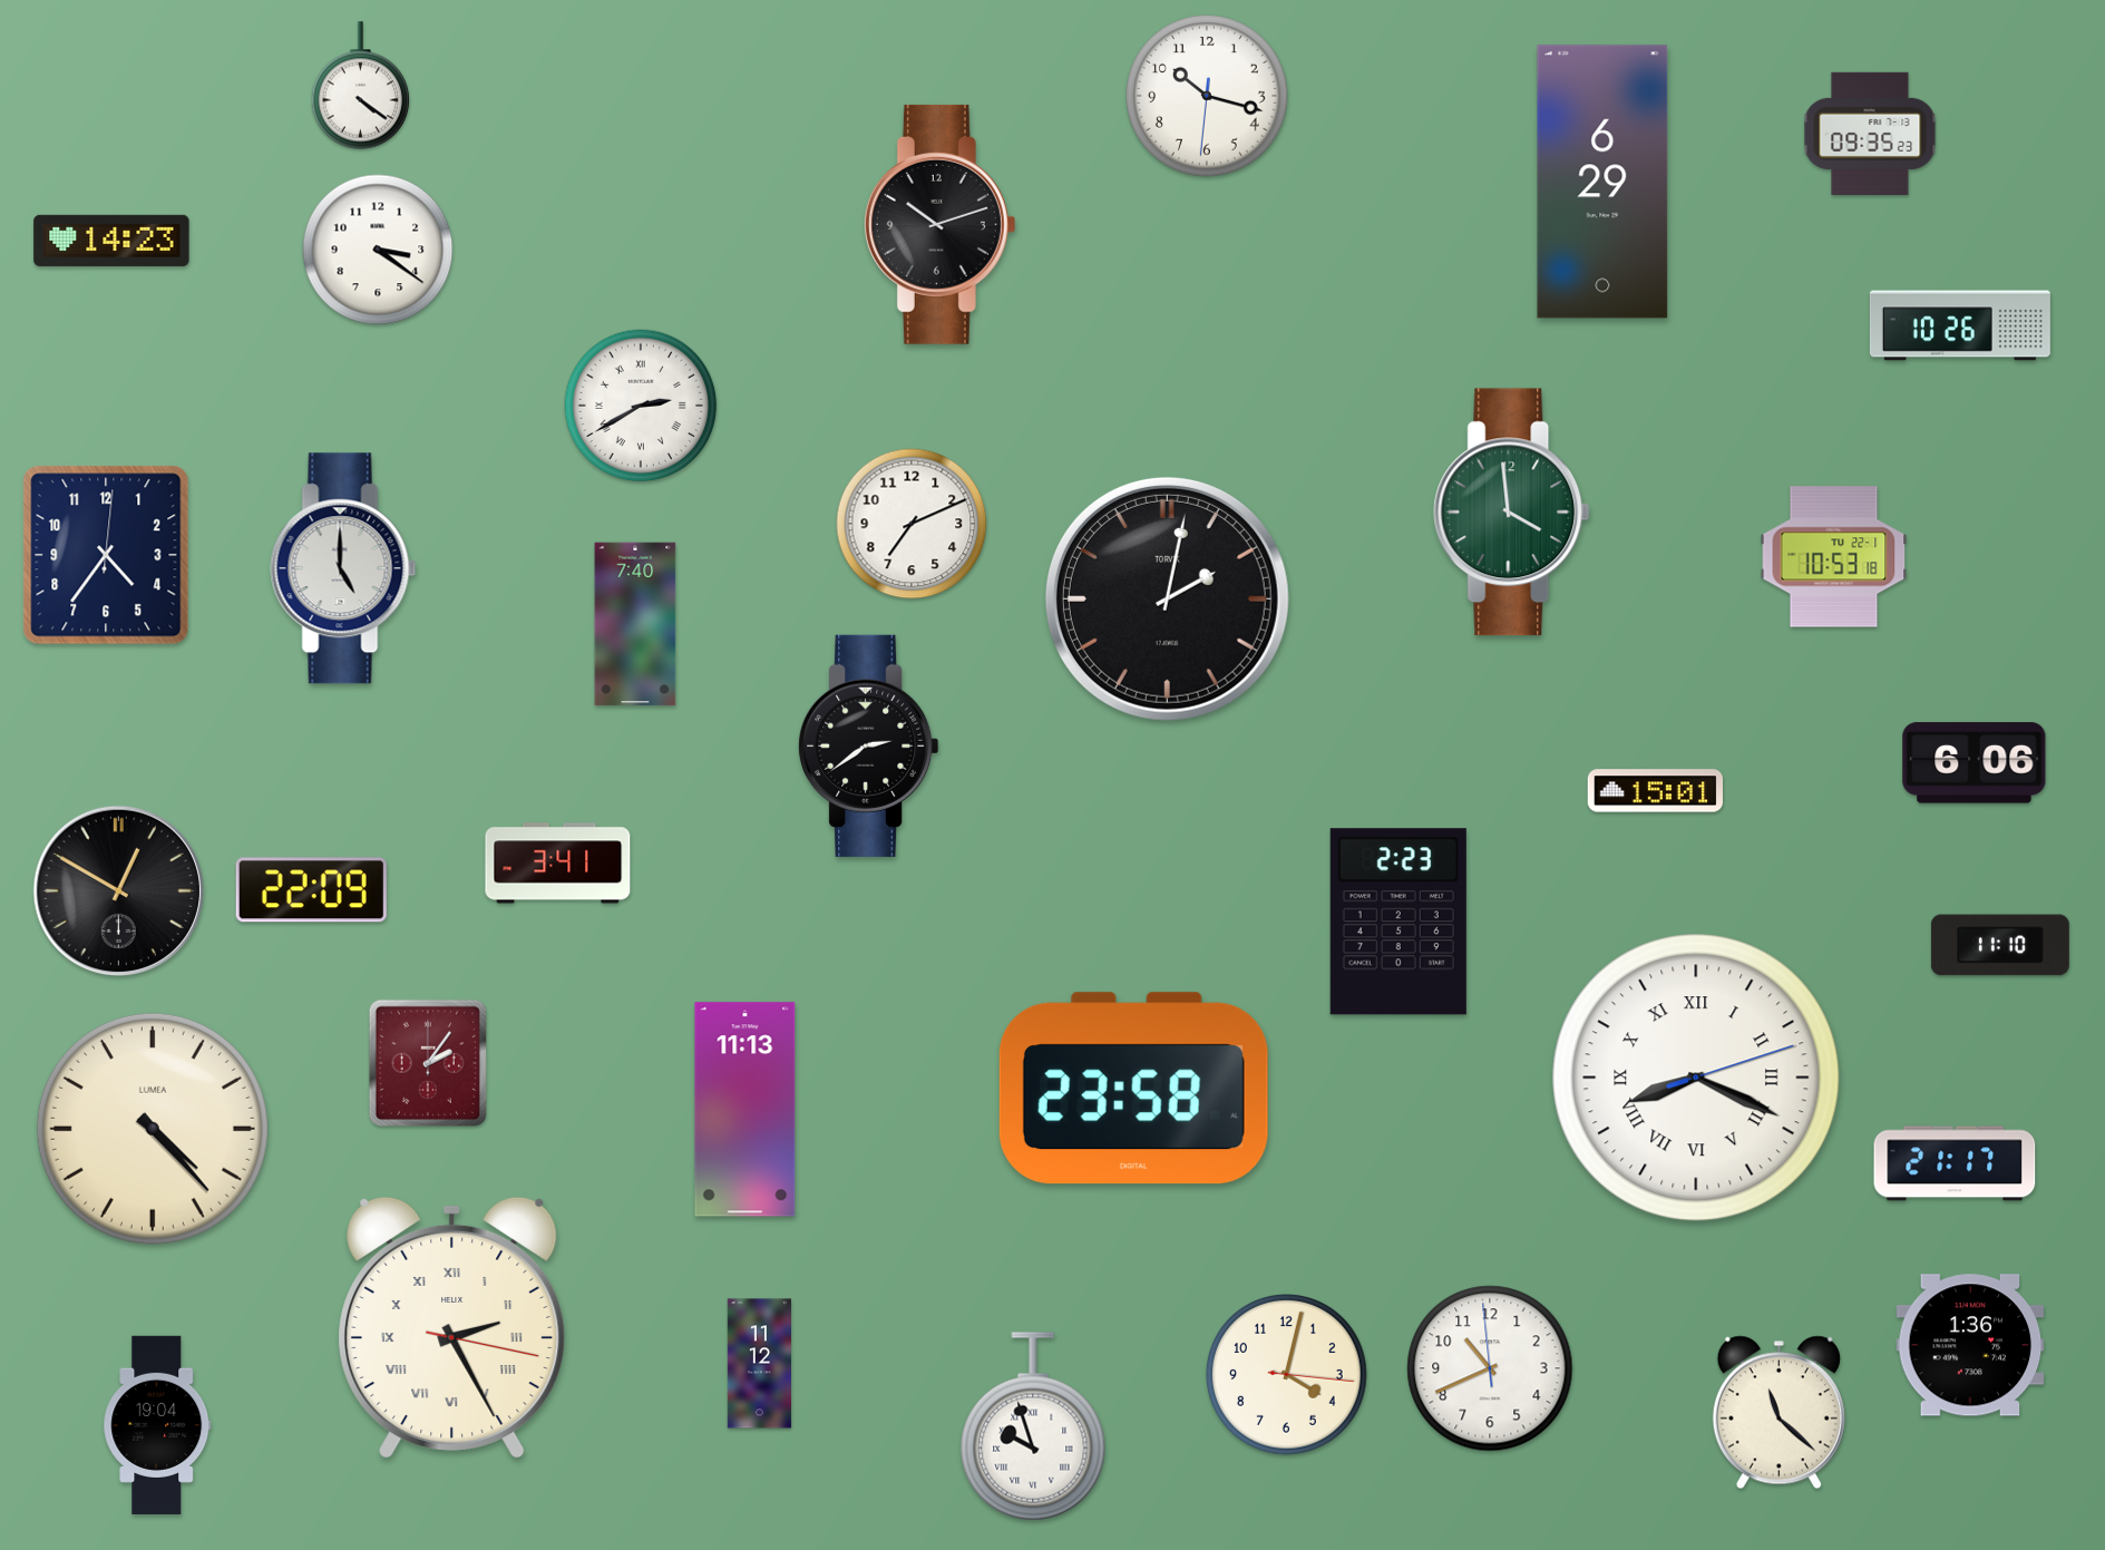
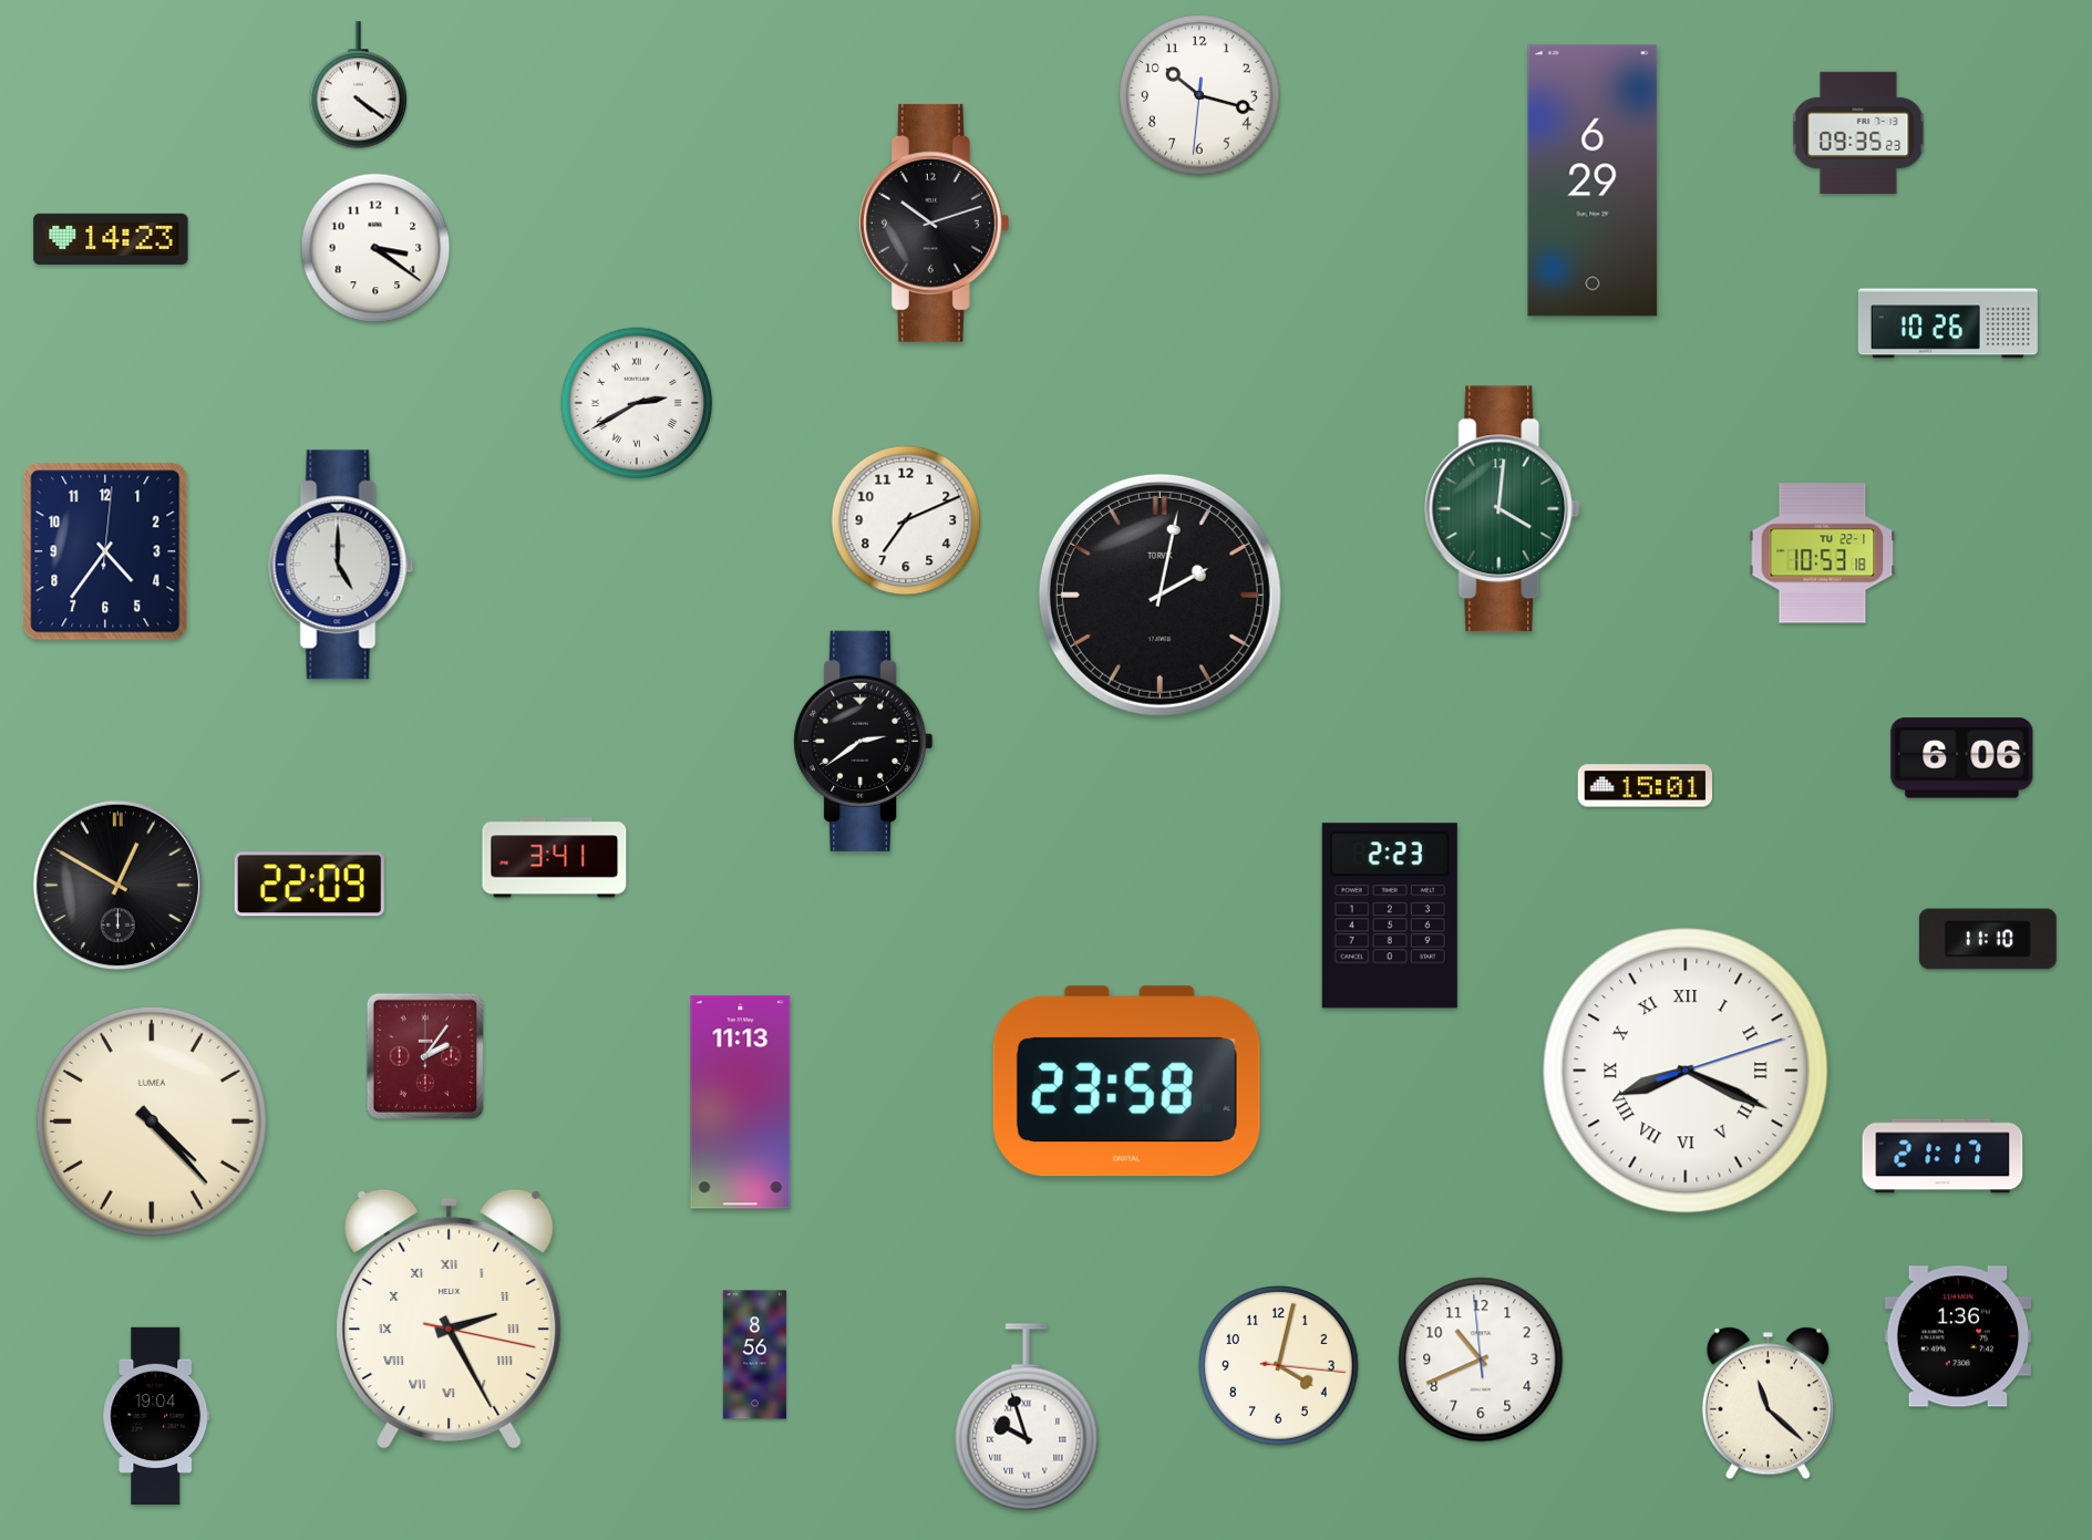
clock at (1512, 513): 3:59 -> 4:01
clock at (635, 624): 7:40 -> none
clock at (759, 1364): 11:12 -> 8:56
